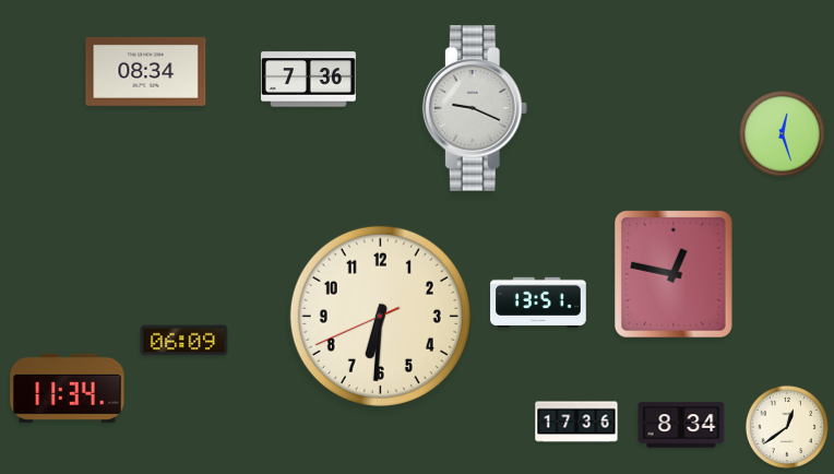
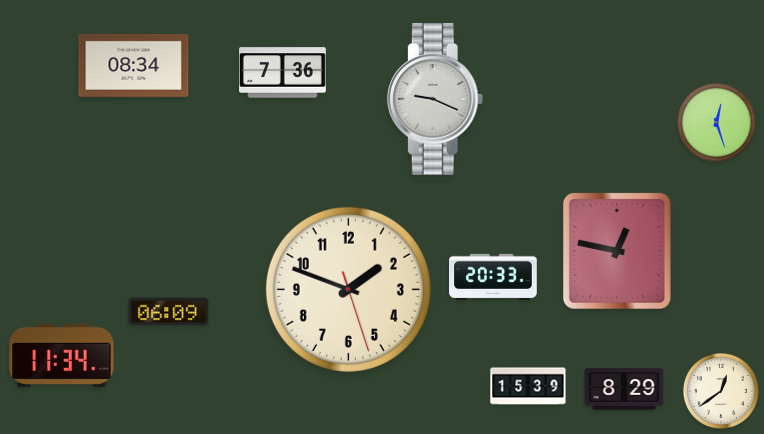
clock at (538, 303): 13:51 -> 20:33
clock at (380, 316): 6:30 -> 1:48
clock at (576, 422): 17:36 -> 15:39
clock at (681, 425): 8:34 -> 8:29
